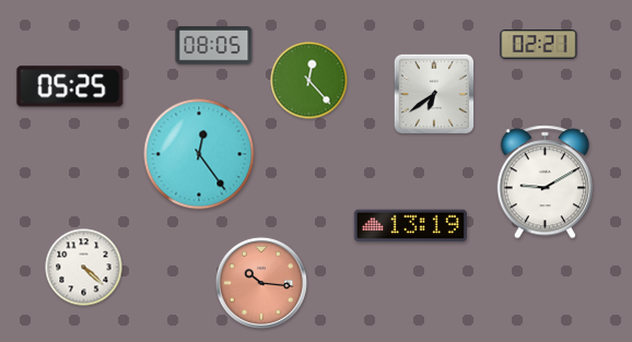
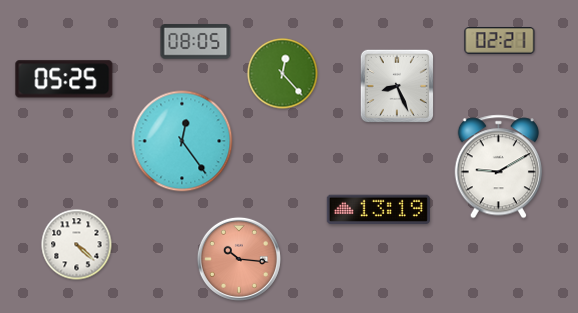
clock at (539, 45) position: (539, 45) -> (500, 41)
clock at (433, 93): 6:39 -> 8:26
clock at (410, 226) position: (410, 226) -> (378, 210)
